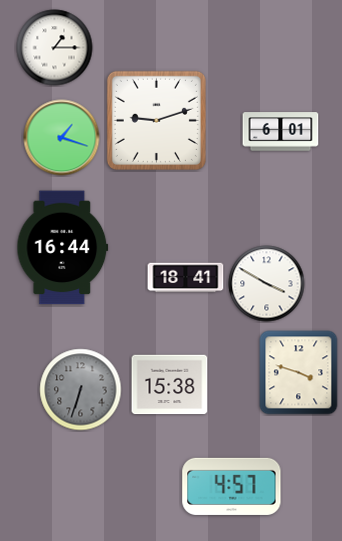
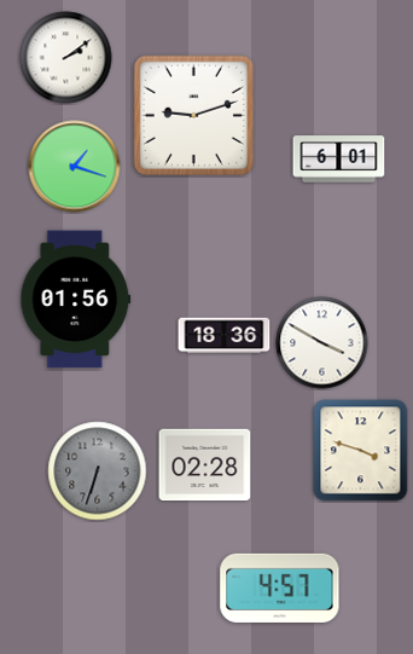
clock at (55, 48): 1:15 -> 2:09
clock at (156, 120) position: (156, 120) -> (193, 115)
clock at (63, 248): 16:44 -> 01:56
clock at (186, 278): 18:41 -> 18:36
clock at (170, 385): 15:38 -> 02:28
